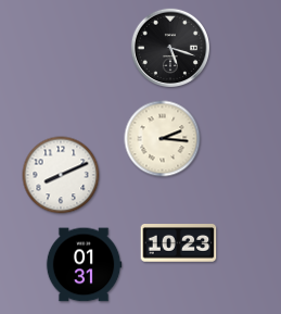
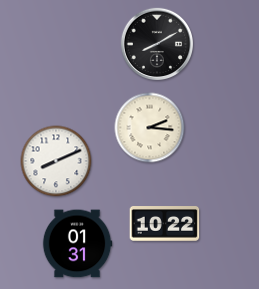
clock at (169, 47): 5:18 -> 8:10
clock at (179, 243): 10:23 -> 10:22
